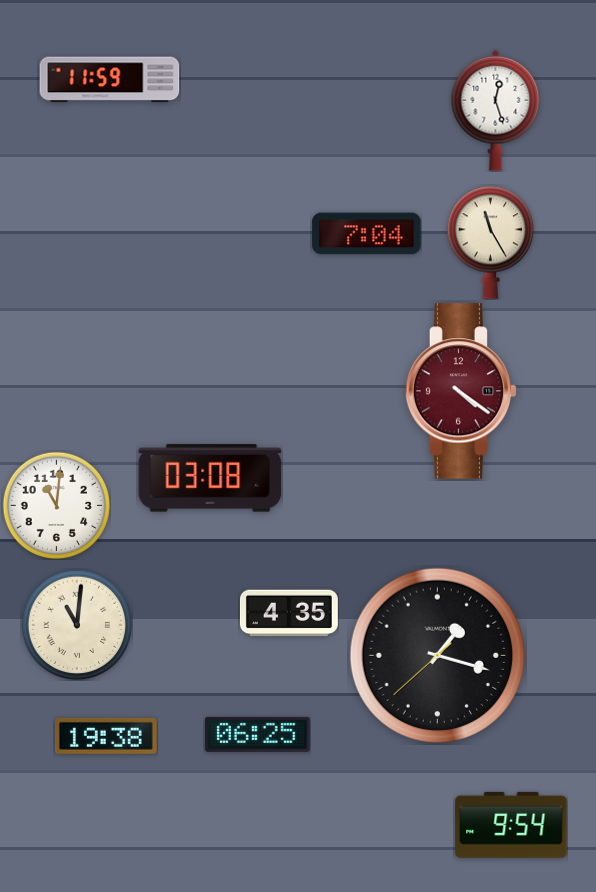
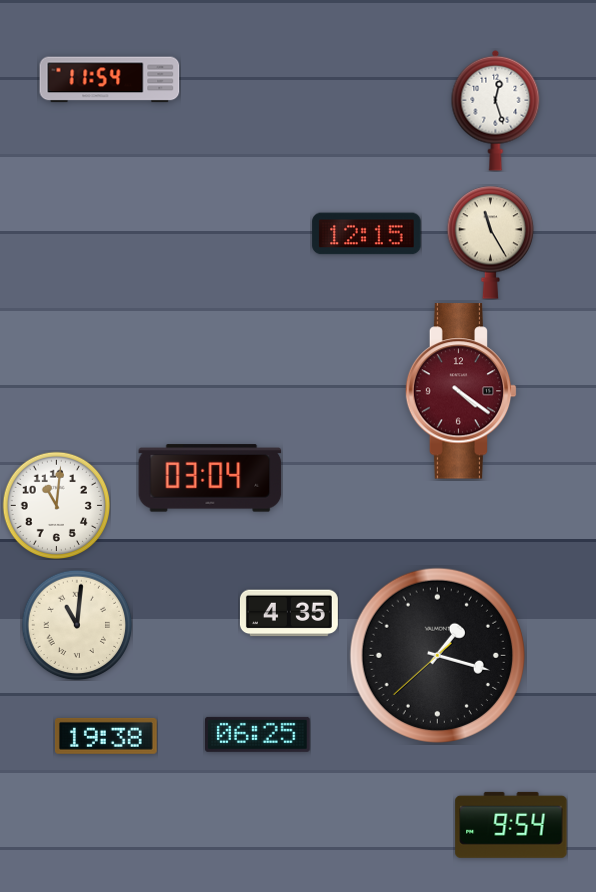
clock at (110, 80): 11:59 -> 11:54
clock at (367, 234): 7:04 -> 12:15
clock at (210, 478): 03:08 -> 03:04
